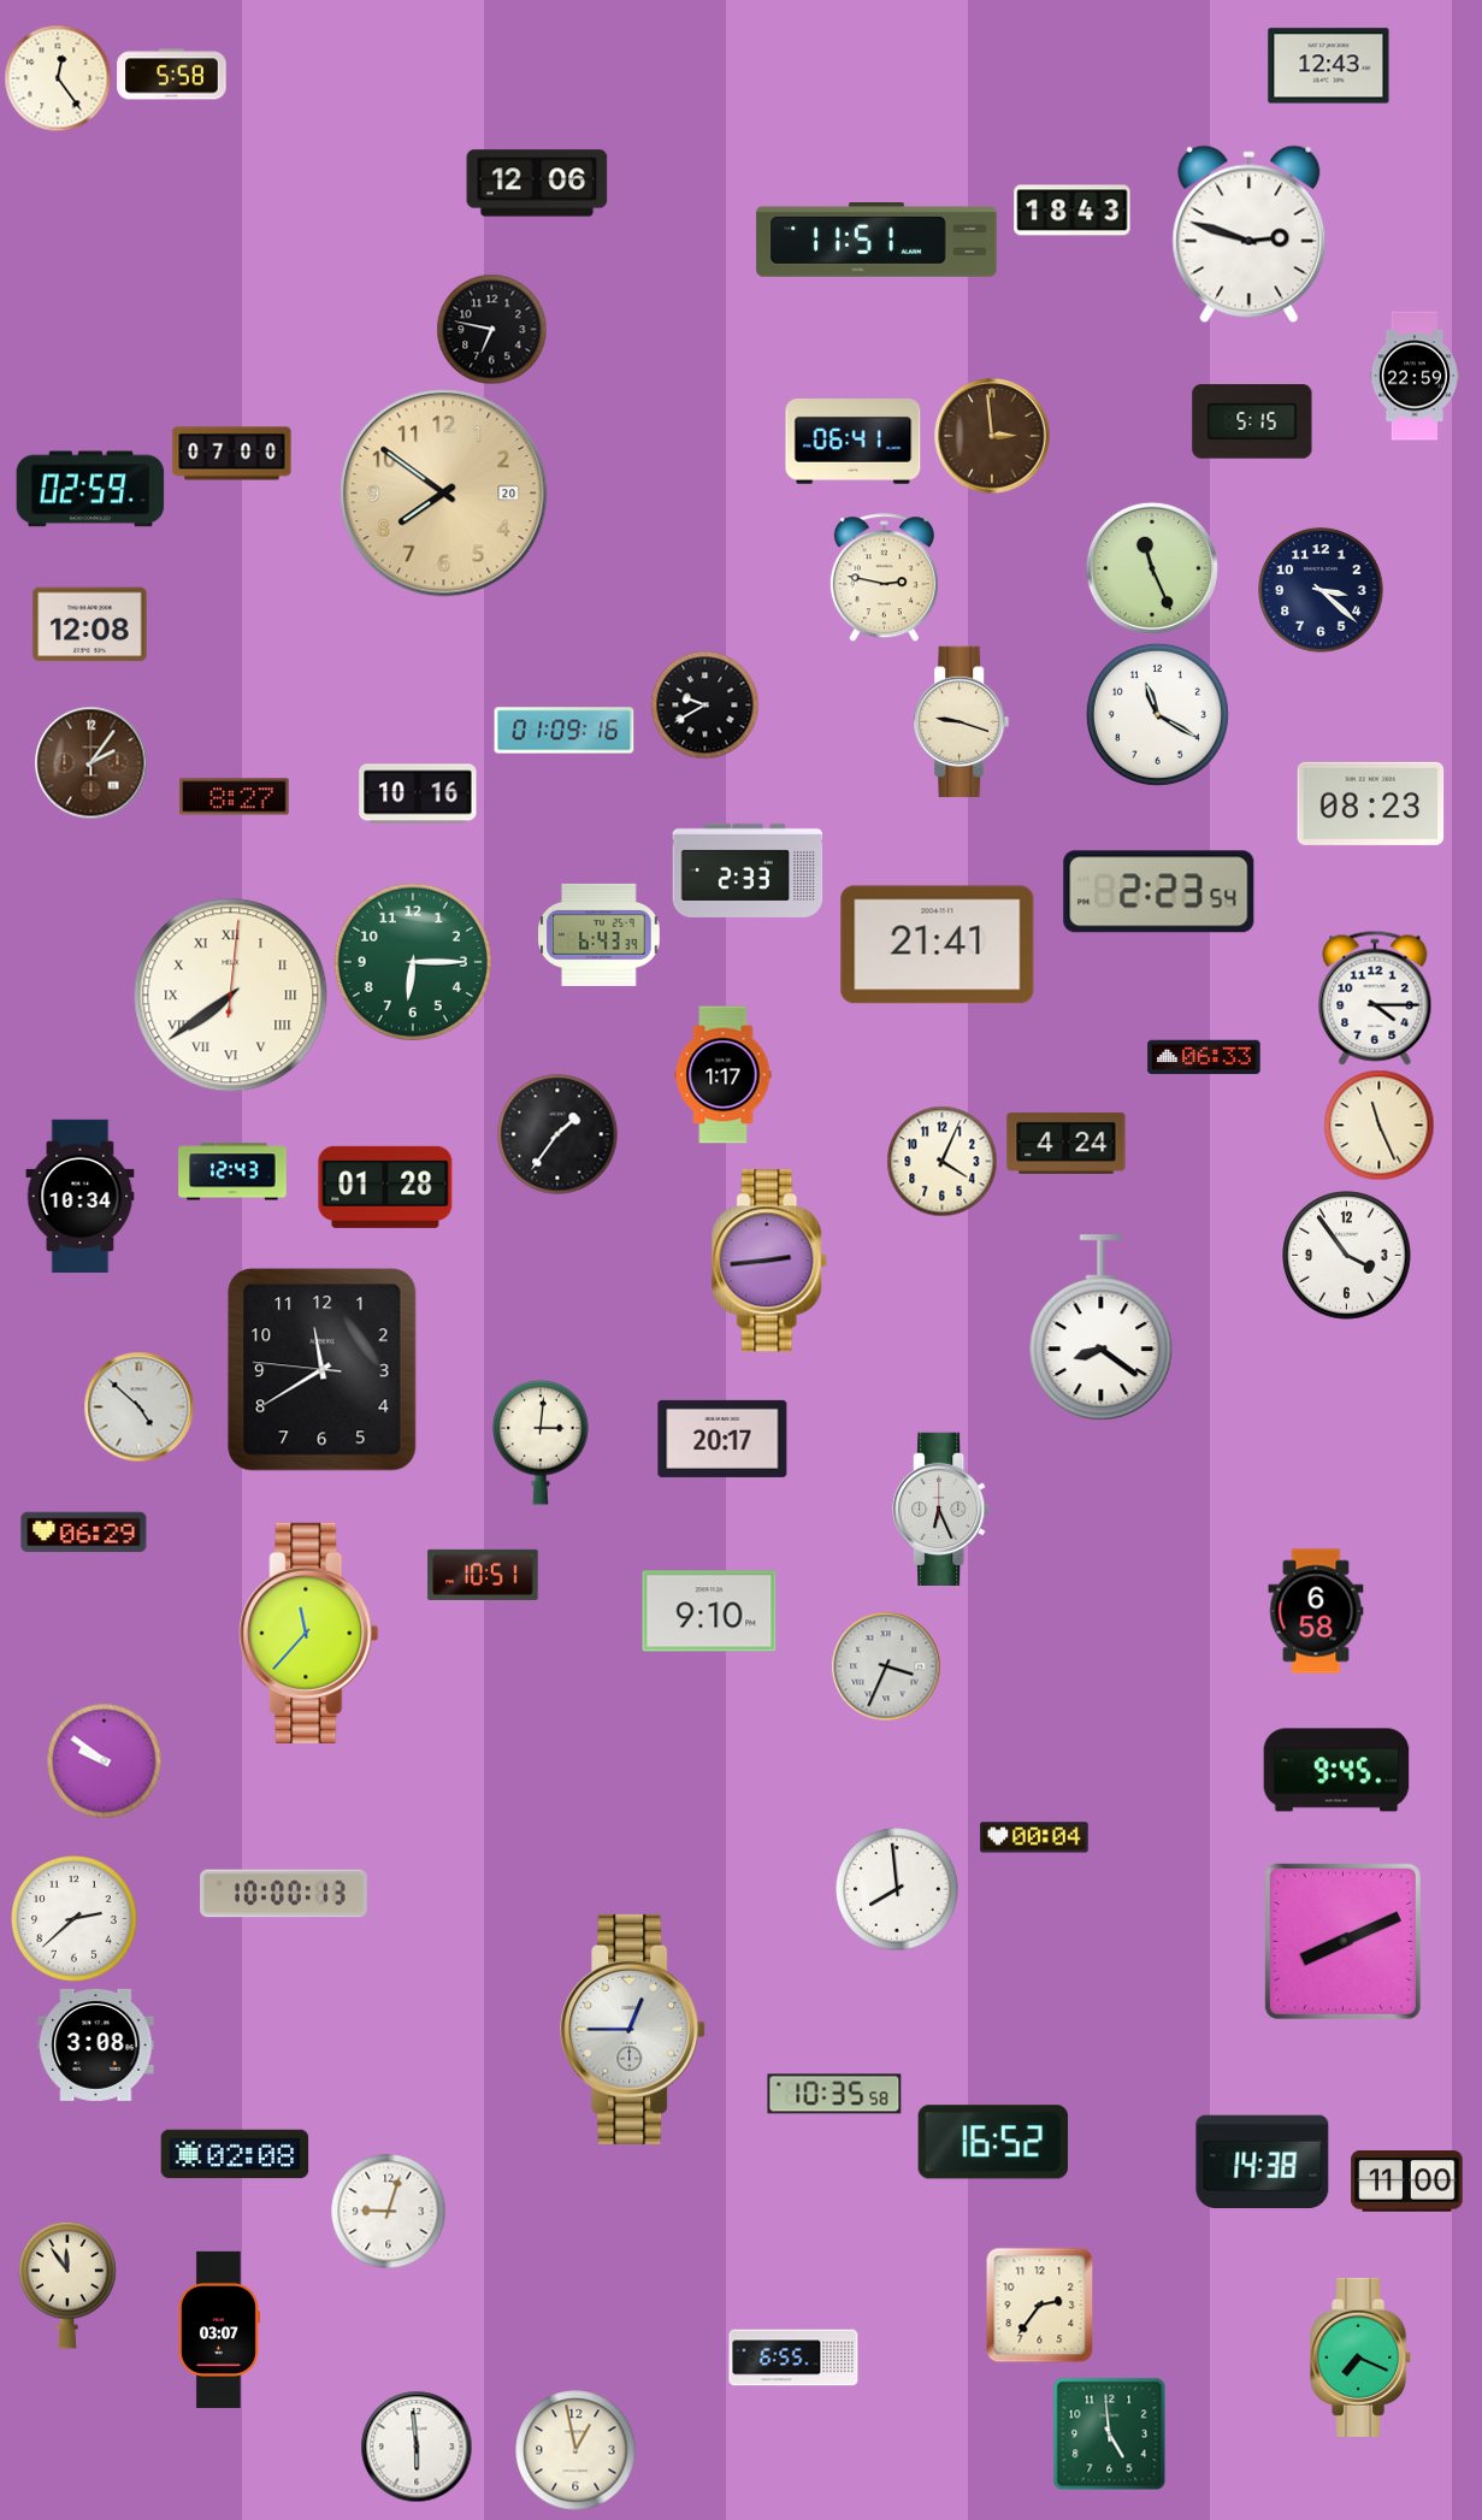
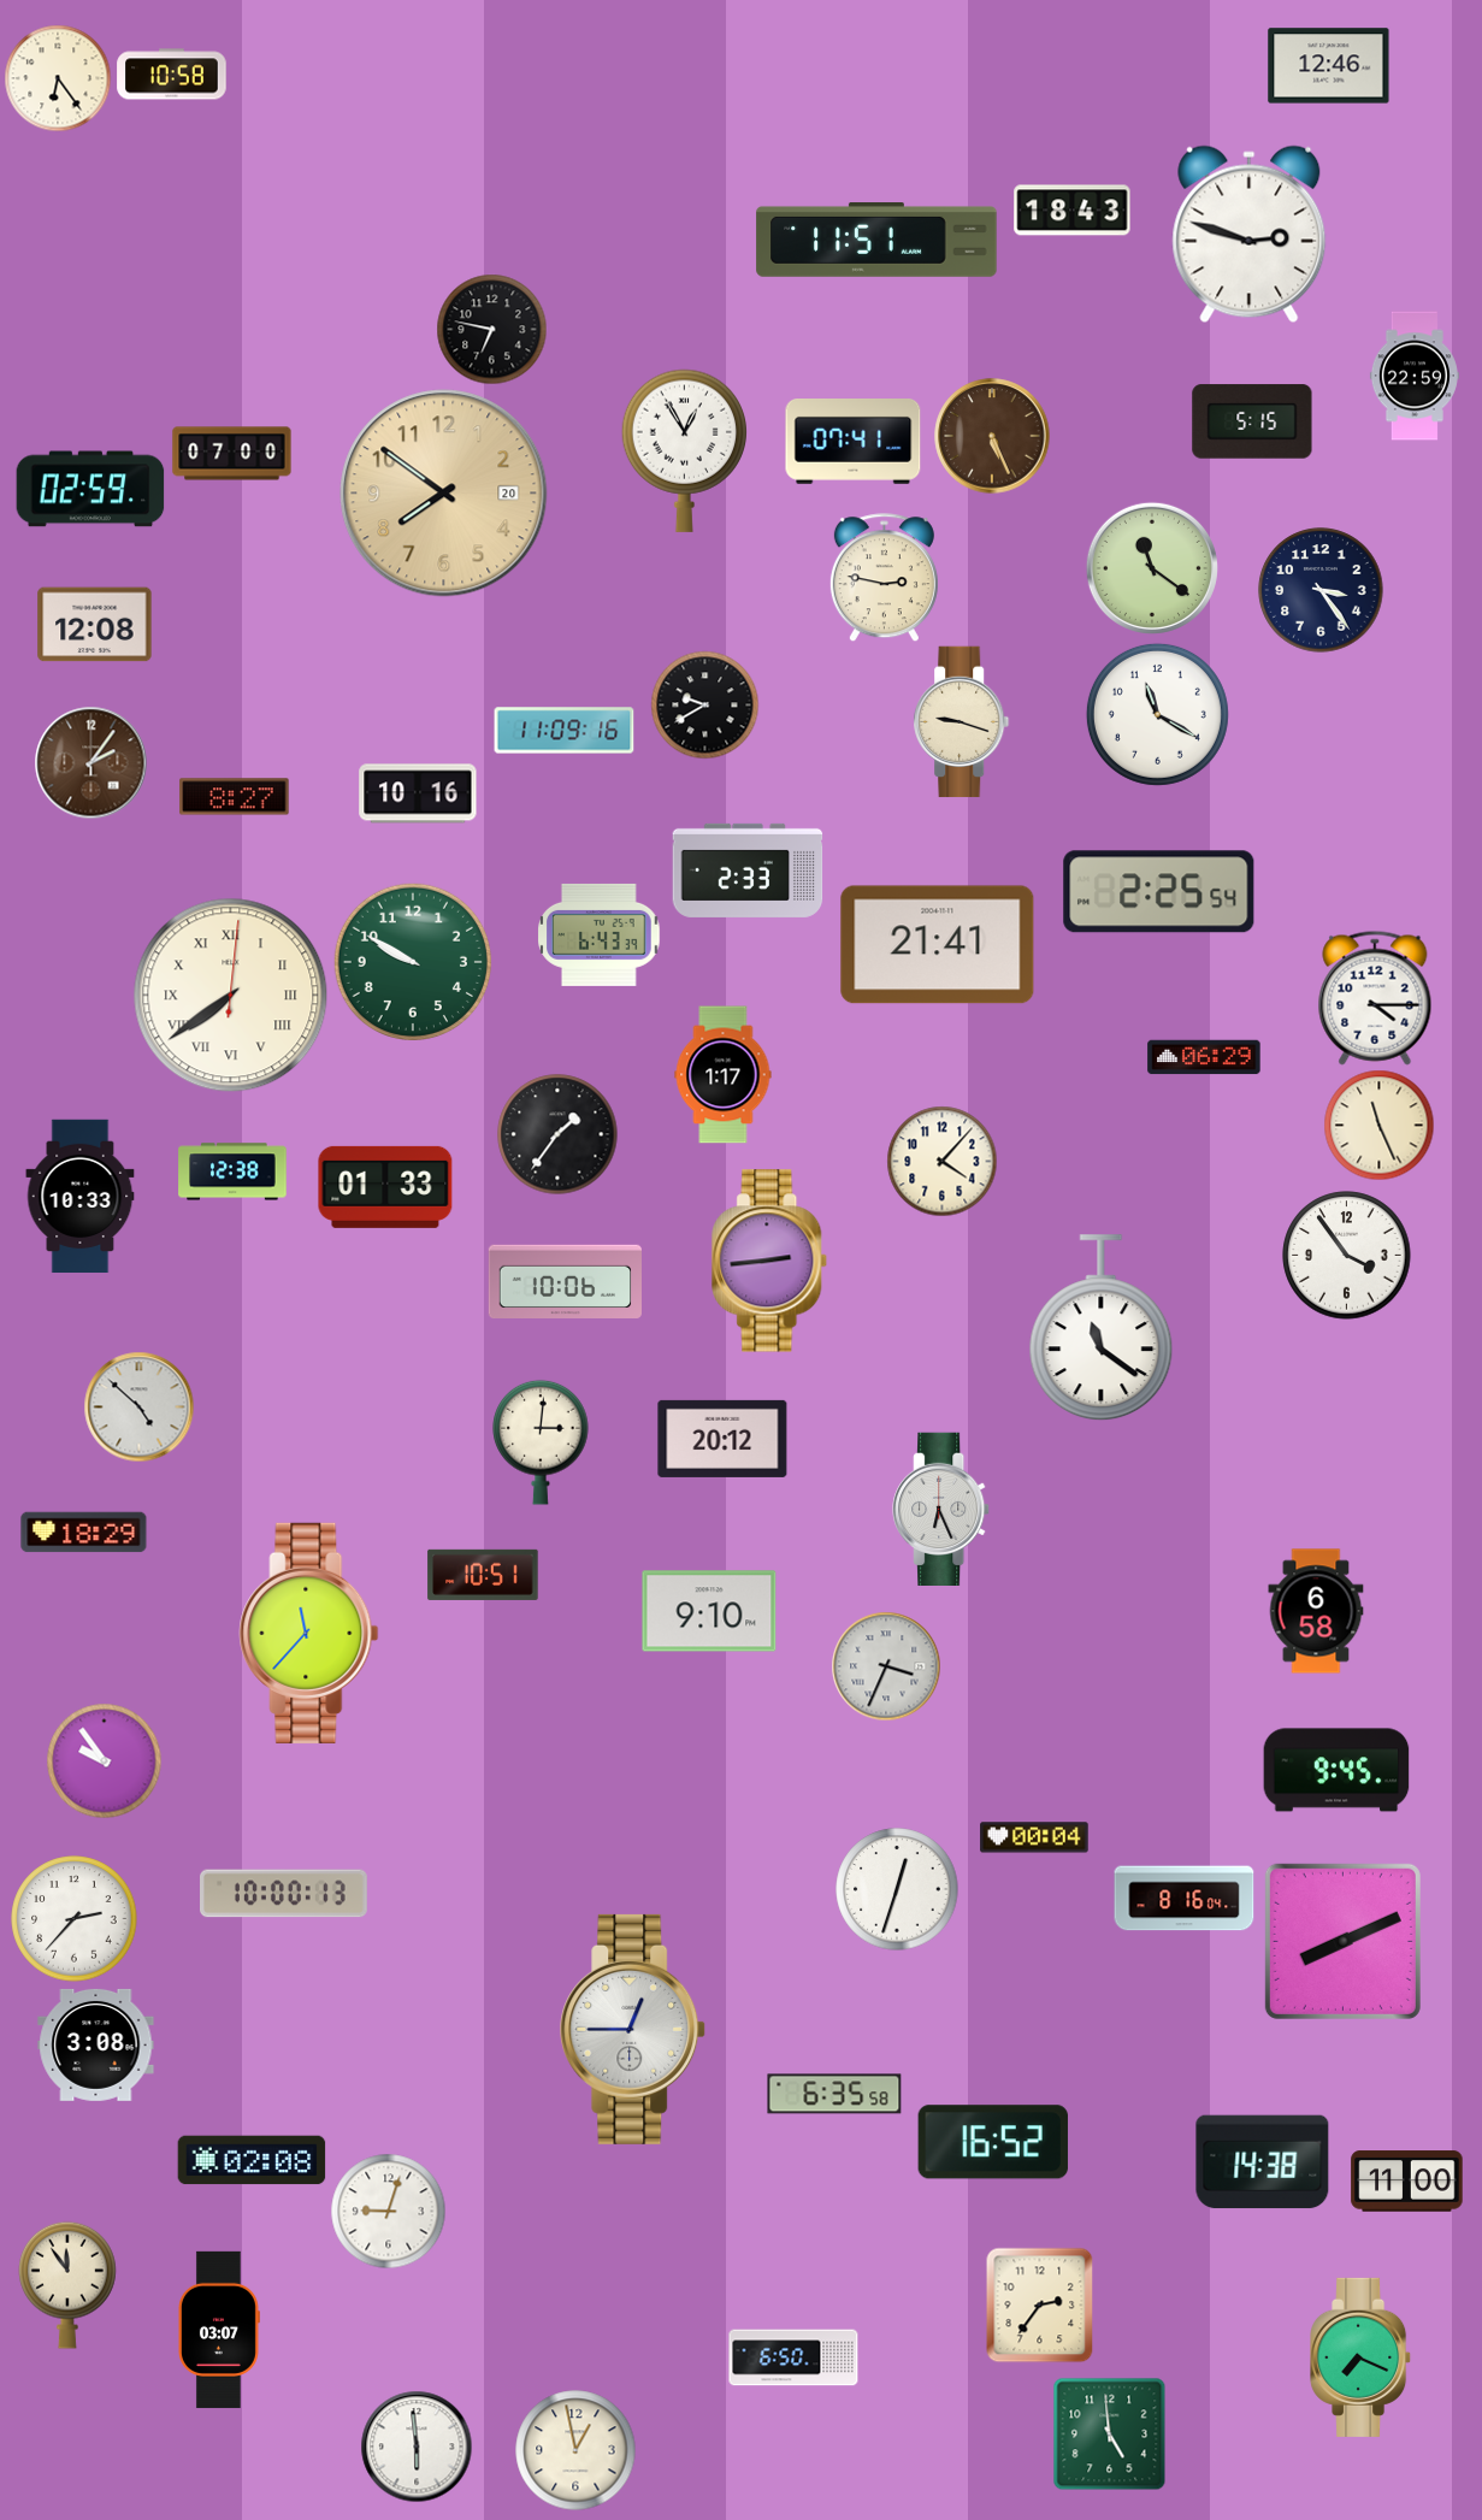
clock at (1329, 66): 12:43 -> 12:46
clock at (172, 75): 5:58 -> 10:58
clock at (58, 78): 12:24 -> 6:24
clock at (537, 183): 12:06 -> none
clock at (992, 436): 2:59 -> 5:26
clock at (854, 442): 06:41 -> 07:41
clock at (684, 450): none -> 12:55
clock at (1152, 568): 11:26 -> 11:21
clock at (1321, 590): 3:22 -> 3:24
clock at (90, 625) position: (90, 625) -> (95, 625)
clock at (565, 731): 01:09 -> 11:09
clock at (1371, 803): 08:23 -> none
clock at (1159, 892): 2:23 -> 2:25
clock at (413, 962): 6:15 -> 9:50
clock at (1204, 1057): 06:33 -> 06:29
clock at (1067, 1143): 4:24 -> none
clock at (941, 1161): 4:04 -> 4:07
clock at (232, 1172): 12:43 -> 12:38
clock at (385, 1187): 01:28 -> 01:33
clock at (81, 1197): 10:34 -> 10:33
clock at (565, 1281): none -> 10:06
clock at (1102, 1328): 8:21 -> 11:21
clock at (323, 1370): 11:39 -> none
clock at (722, 1439): 20:17 -> 20:12
clock at (84, 1533): 06:29 -> 18:29
clock at (104, 1760): 9:51 -> 9:54
clock at (897, 1889): 7:59 -> 12:33
clock at (1185, 1899): none -> 8:16
clock at (75, 1919): 2:38 -> 2:37
clock at (834, 2094): 10:35 -> 6:35
clock at (235, 2154) position: (235, 2154) -> (252, 2160)
clock at (793, 2357): 6:55 -> 6:50
